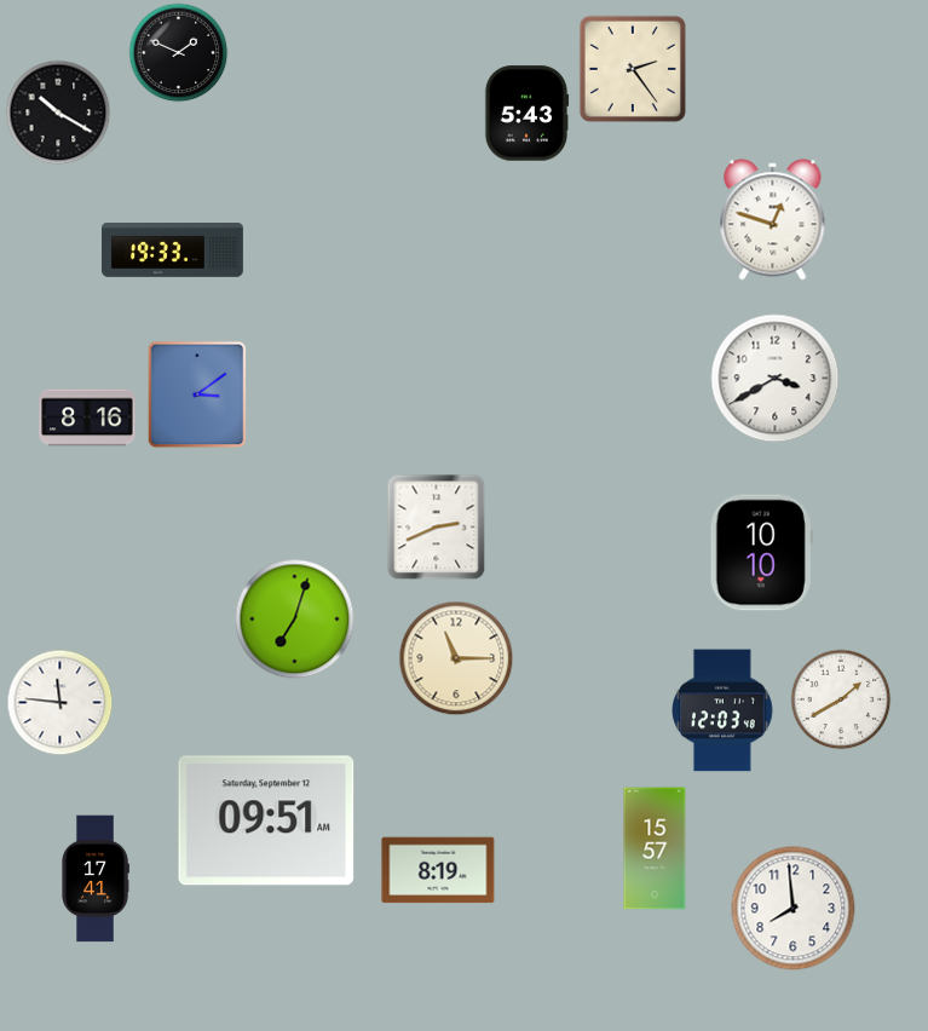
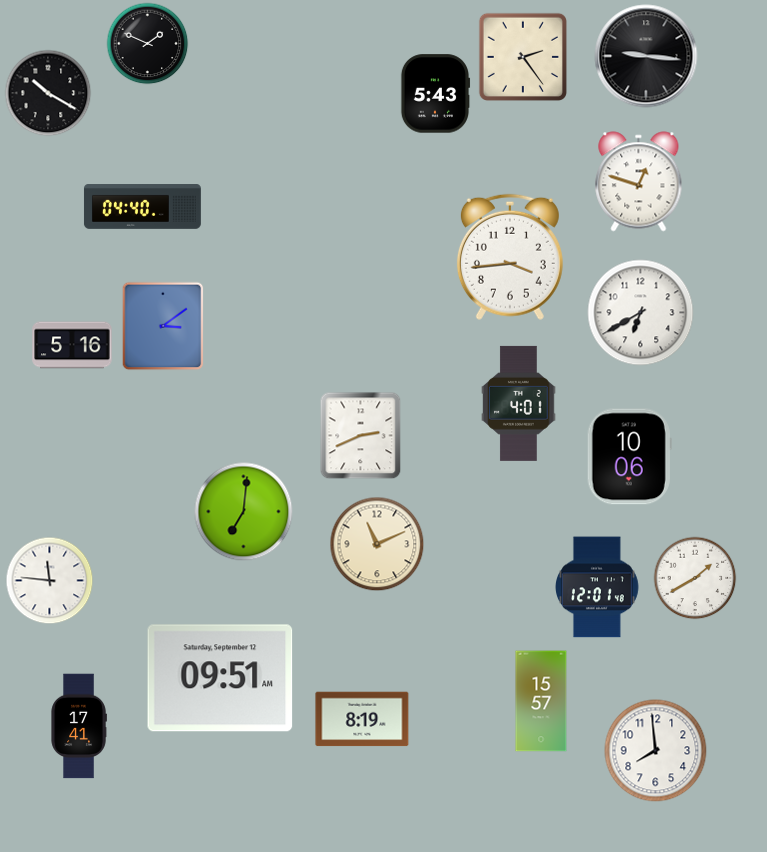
clock at (646, 56): none -> 9:16
clock at (172, 250): 19:33 -> 04:40
clock at (510, 257): none -> 3:44
clock at (776, 379): 3:40 -> 6:40
clock at (87, 417): 8:16 -> 5:16
clock at (519, 403): none -> 4:01
clock at (761, 553): 10:10 -> 10:06
clock at (295, 620): 7:03 -> 7:01
clock at (456, 658): 11:15 -> 11:11
clock at (724, 710): 12:03 -> 12:01
